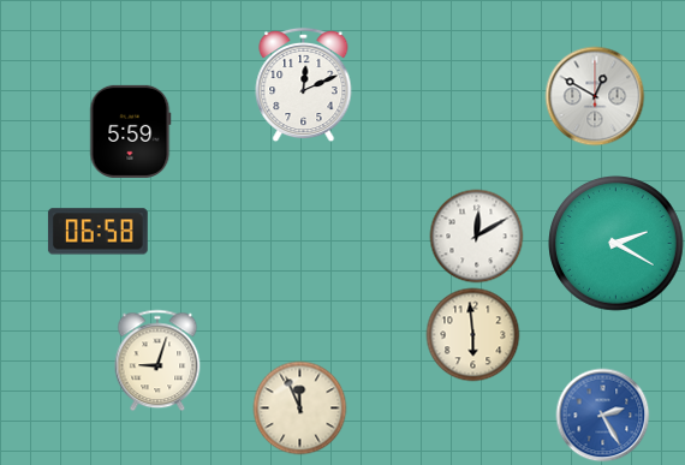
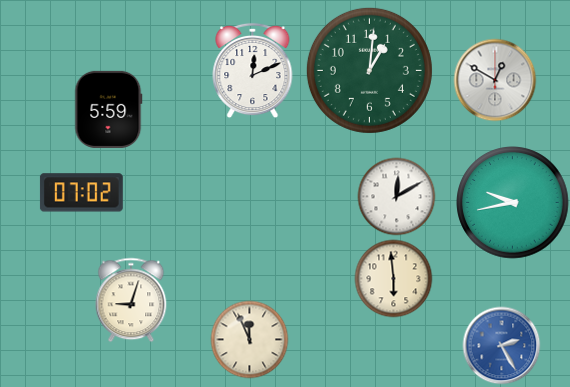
clock at (369, 70): none -> 1:01
clock at (97, 232): 06:58 -> 07:02
clock at (616, 244): 2:20 -> 9:43
